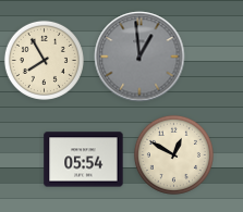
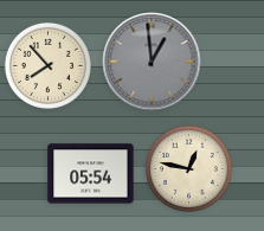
clock at (44, 60): 7:55 -> 7:53
clock at (173, 154): 12:50 -> 12:47
